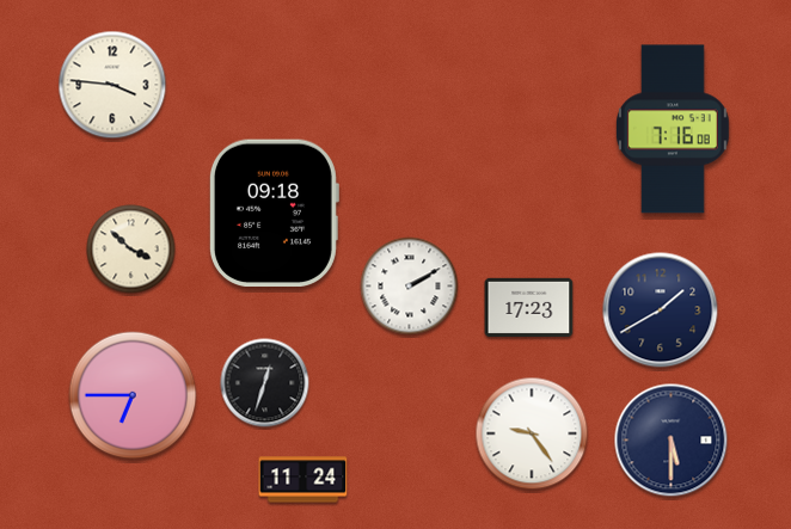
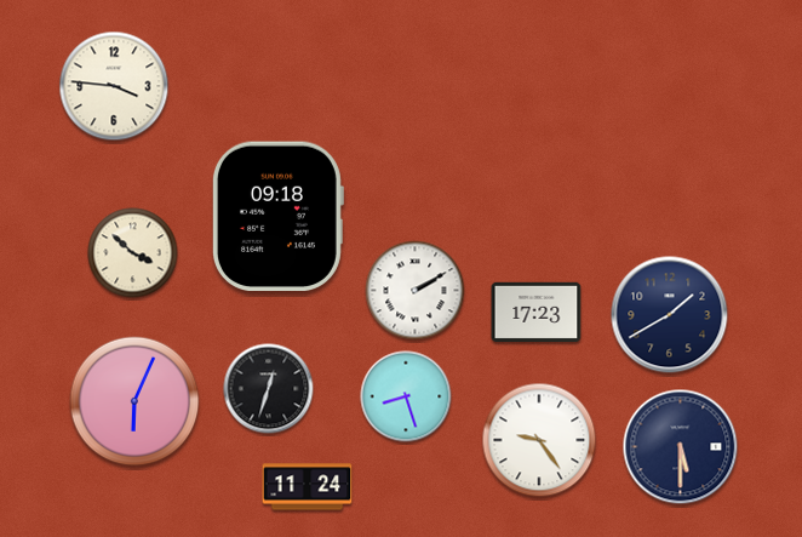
clock at (673, 129): 7:16 -> none
clock at (406, 396): none -> 8:27
clock at (133, 395): 6:45 -> 6:04
